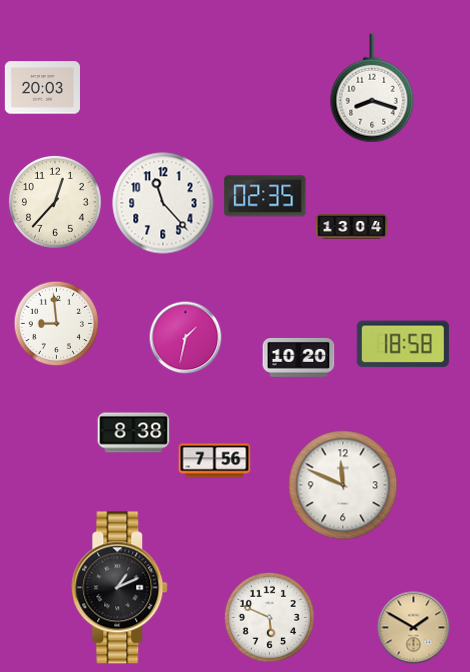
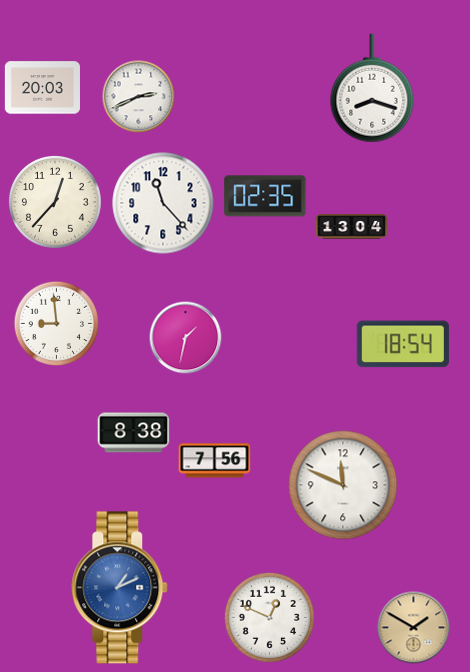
clock at (139, 97): none -> 2:41
clock at (403, 344): 18:58 -> 18:54
clock at (299, 357): 10:20 -> none
clock at (120, 588) dial: black -> blue
clock at (269, 617): 5:49 -> 12:49
